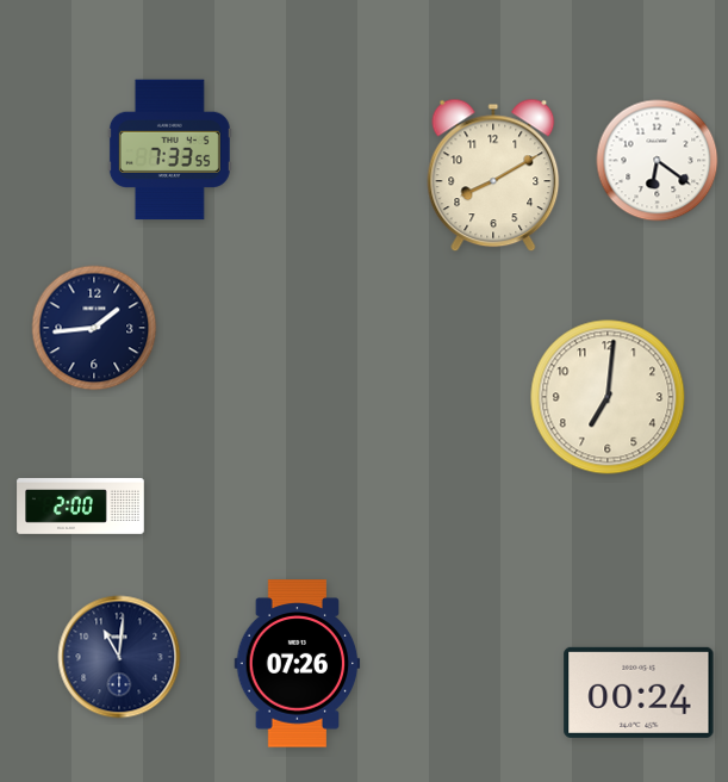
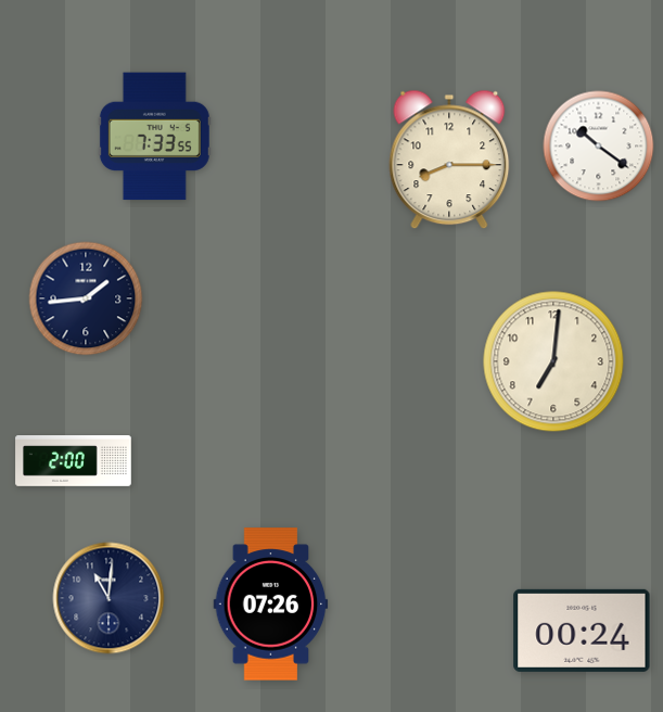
clock at (658, 161): 6:21 -> 10:21
clock at (493, 175): 8:10 -> 8:15
